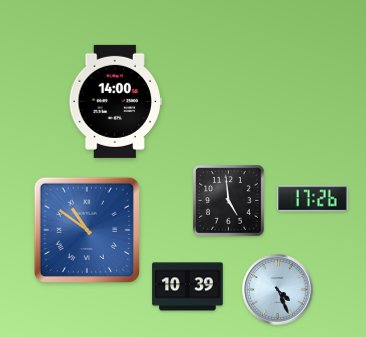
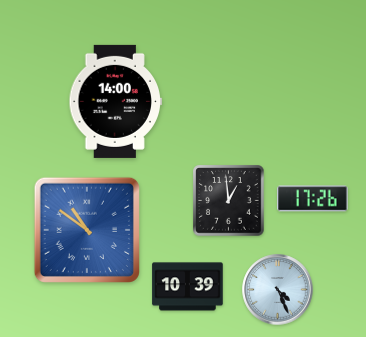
clock at (229, 201): 4:59 -> 12:59
